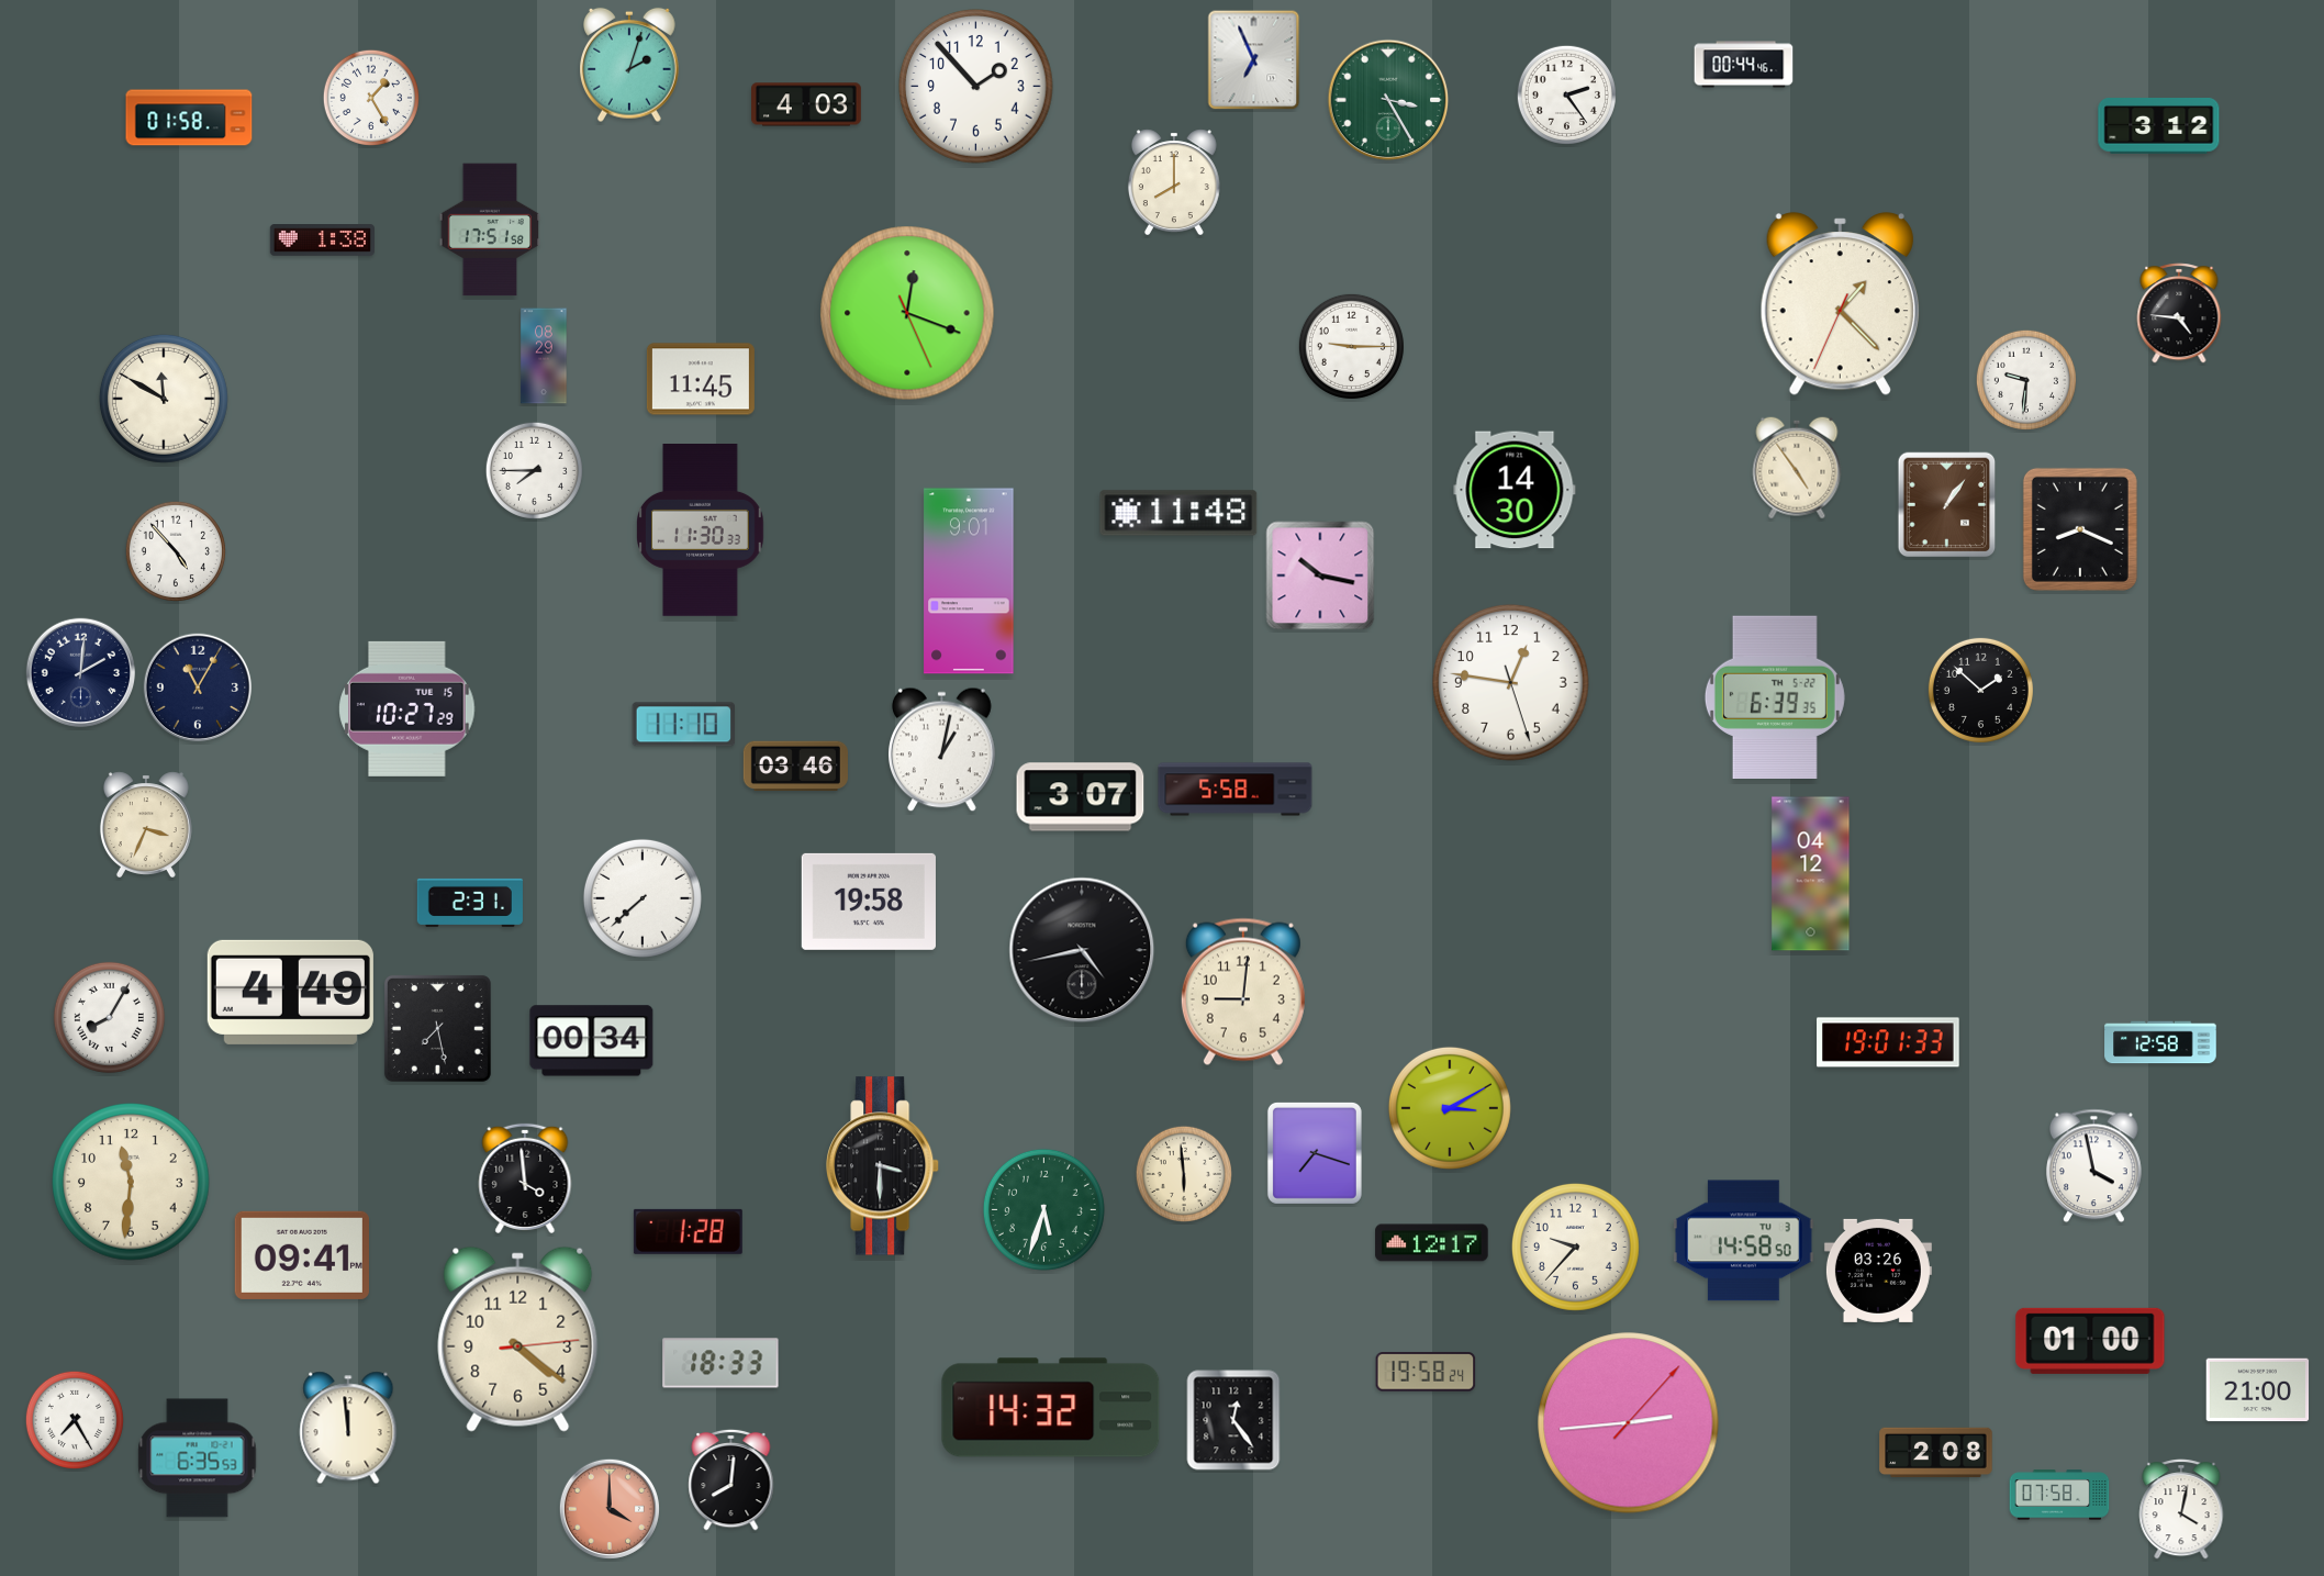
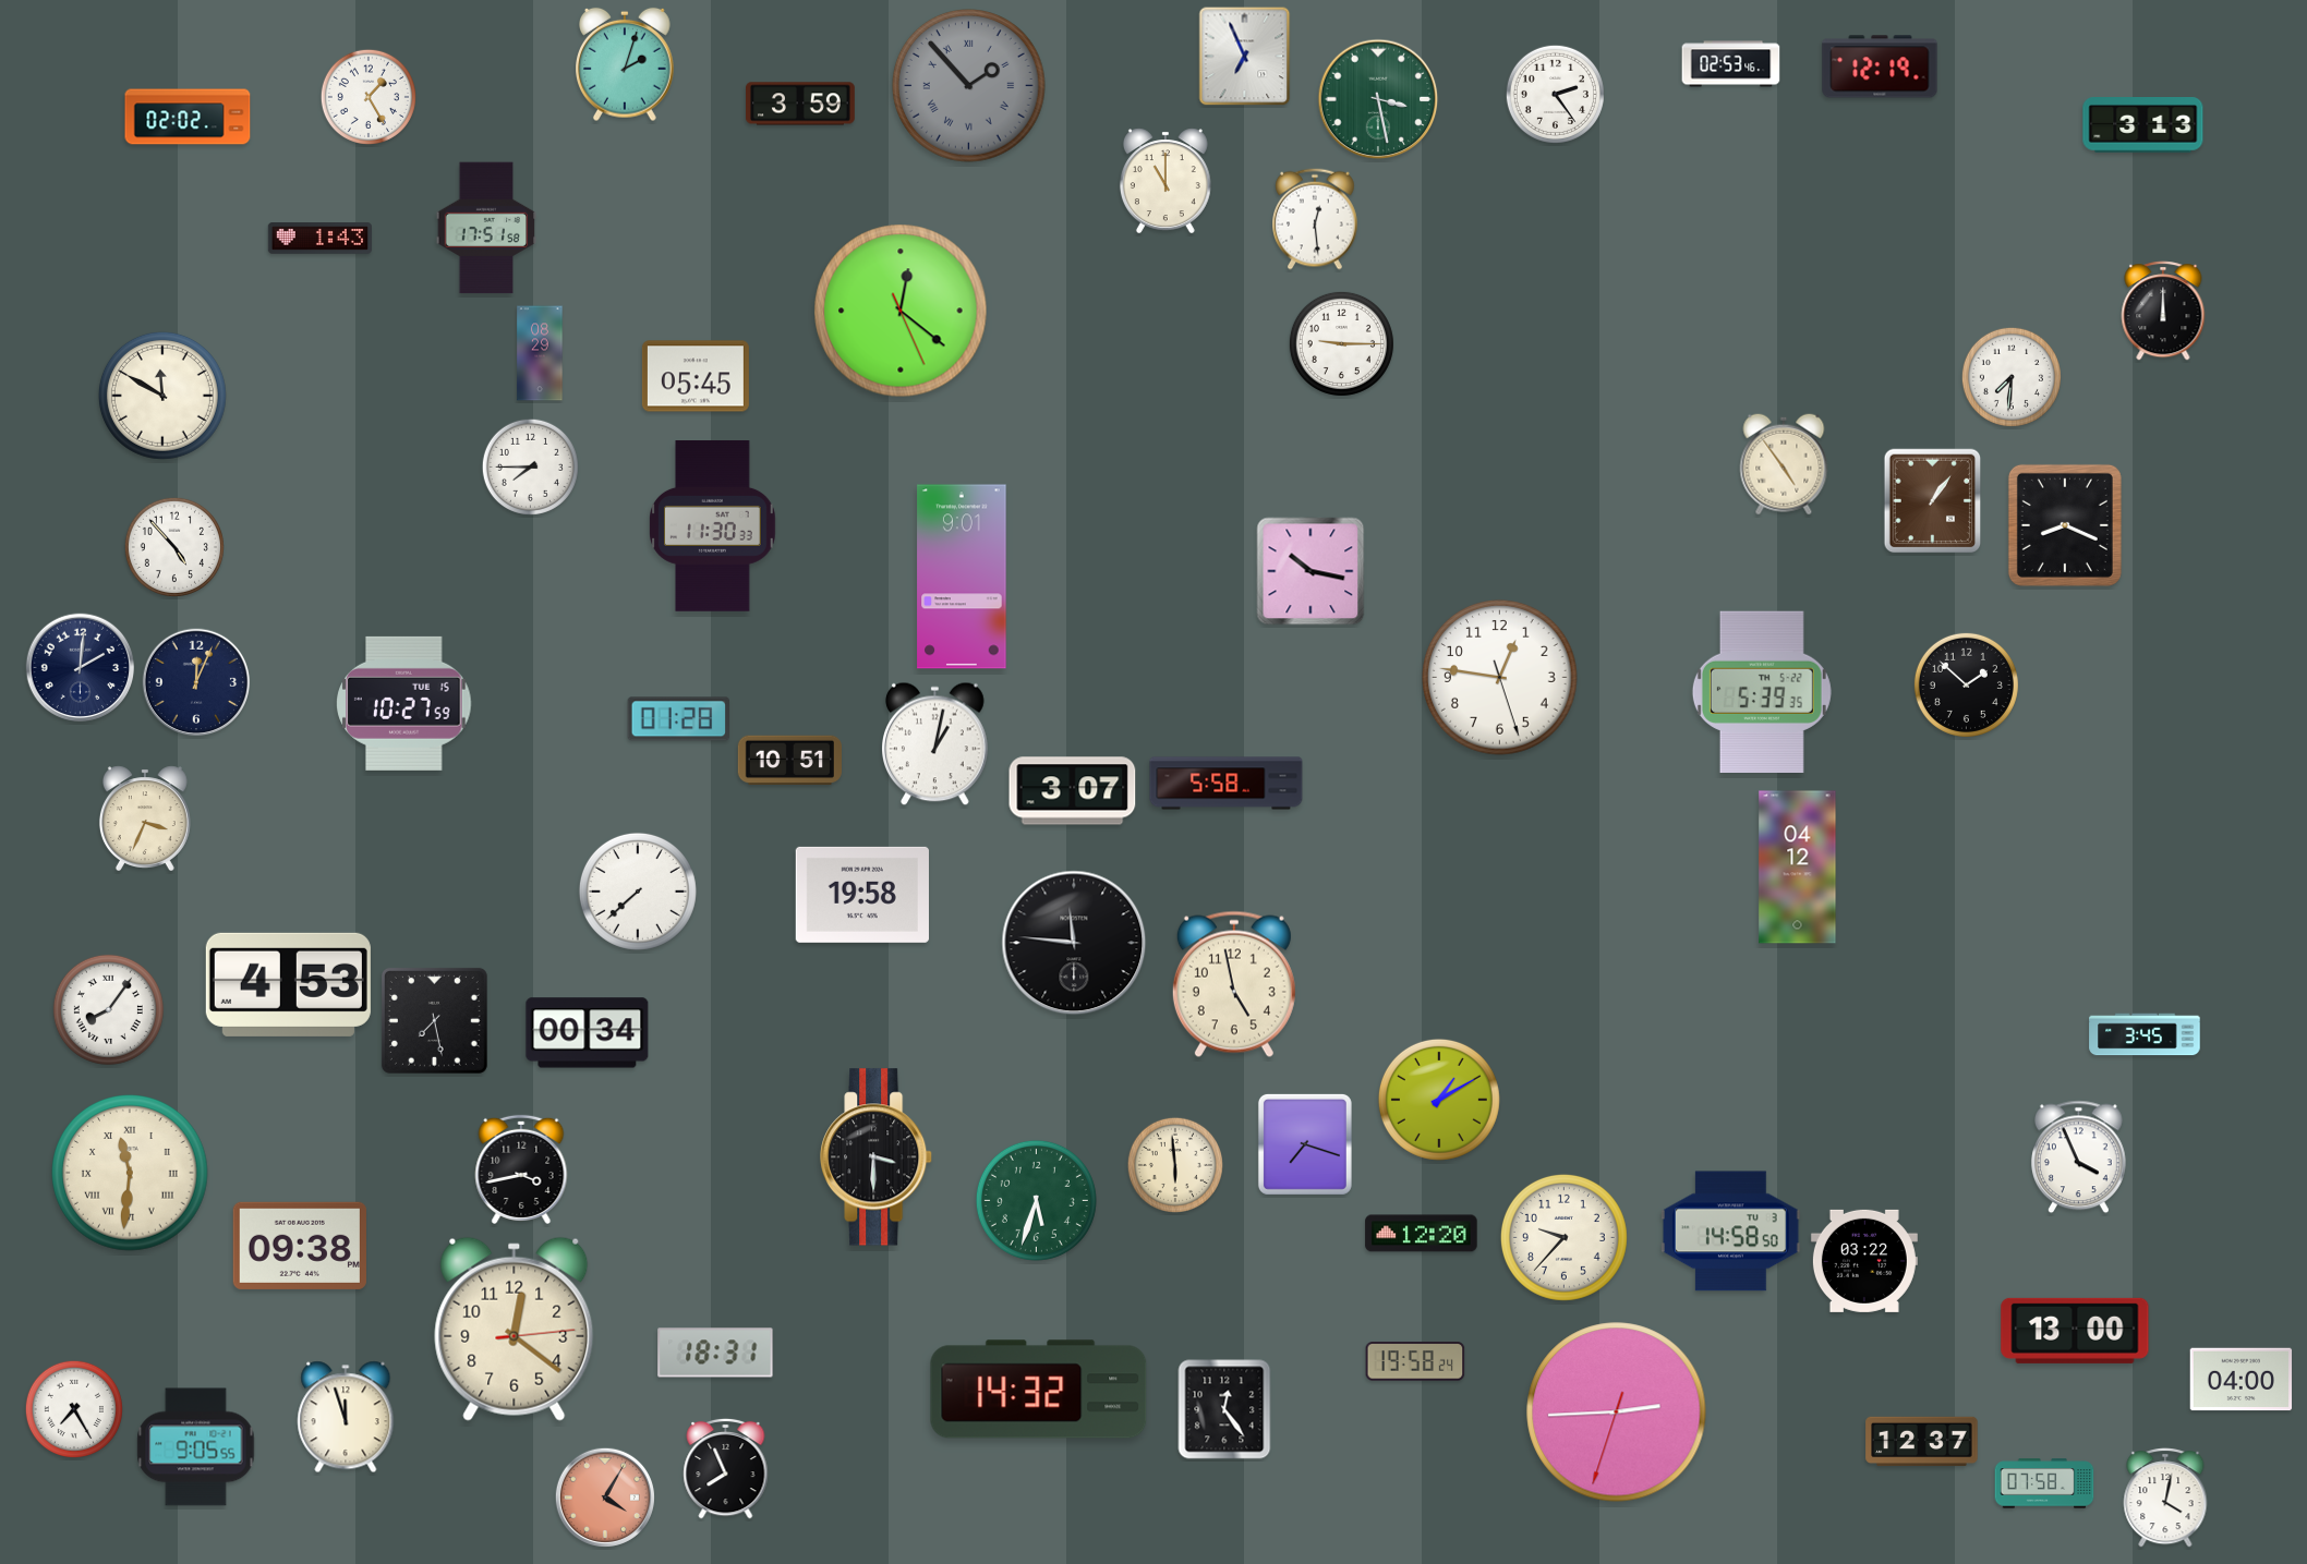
clock at (1254, 60) position: (1254, 60) -> (1245, 57)
clock at (1744, 65): 00:44 -> 02:53
clock at (1880, 66): none -> 12:19
clock at (976, 87) dial: white -> grey
clock at (976, 87) numerals: Arabic -> Roman
clock at (1388, 100): 3:25 -> 3:28
clock at (807, 104): 4:03 -> 3:59
clock at (189, 118): 01:58 -> 02:02
clock at (2159, 126): 3:12 -> 3:13
clock at (1174, 181): 8:00 -> 11:00
clock at (1316, 219): none -> 12:29
clock at (322, 241): 1:38 -> 1:43
clock at (1840, 304): 1:22 -> none
clock at (907, 313): 12:18 -> 12:21
clock at (2179, 313): 4:46 -> 12:00
clock at (701, 379): 11:45 -> 05:45
clock at (2026, 380): 9:31 -> 7:31
clock at (1515, 490): 14:30 -> none
clock at (1178, 513): 11:48 -> none
clock at (701, 530) position: (701, 530) -> (713, 526)
clock at (198, 688): 11:05 -> 12:04
clock at (1775, 696): 6:39 -> 5:39
clock at (407, 708): 10:27:29 -> 10:27:59
clock at (683, 725): 11:10 -> 01:28
clock at (795, 767): 03:46 -> 10:51
clock at (470, 903): 2:31 -> none
clock at (1082, 950): 4:43 -> 11:46
clock at (290, 992): 4:49 -> 4:53
clock at (1243, 992): 9:01 -> 4:58
clock at (109, 1017): 8:05 -> 8:06
clock at (1888, 1042): 19:01 -> none
clock at (2160, 1042): 12:58 -> 3:45
clock at (1450, 1108): 3:10 -> 1:10
clock at (2093, 1166): 3:58 -> 3:56
clock at (525, 1178): 3:59 -> 3:43
clock at (131, 1182) numerals: Arabic -> Roman
clock at (688, 1231): 1:28 -> none
clock at (1432, 1243): 12:17 -> 12:20
clock at (302, 1255): 09:41 -> 09:38
clock at (1878, 1271): 03:26 -> 03:22
clock at (518, 1339): 4:21 -> 12:21
clock at (2090, 1341): 01:00 -> 13:00
clock at (720, 1363): 18:33 -> 18:31
clock at (2258, 1390): 21:00 -> 04:00
clock at (1051, 1408) position: (1051, 1408) -> (1039, 1390)
clock at (1629, 1423): 2:44:07 -> 2:44:33
clock at (348, 1428): 11:59 -> 11:57
clock at (1936, 1453): 2:08 -> 12:37
clock at (198, 1458): 6:35 -> 9:05
clock at (731, 1479): 8:01 -> 7:56
clock at (610, 1509): 4:00 -> 4:05
